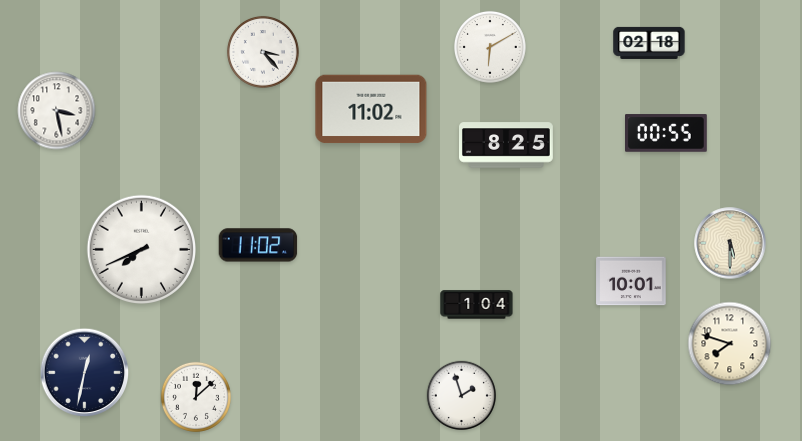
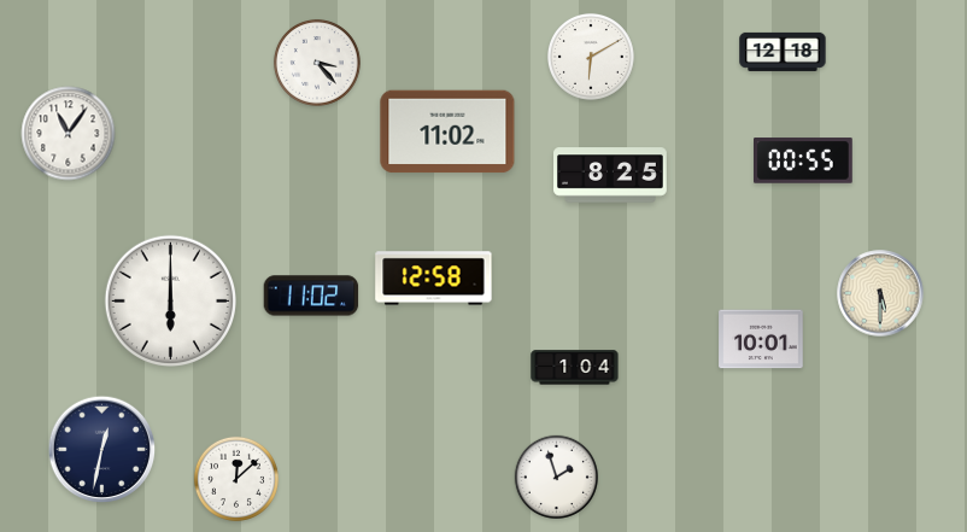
clock at (649, 43): 02:18 -> 12:18
clock at (57, 111): 3:28 -> 11:06
clock at (434, 279): none -> 12:58
clock at (141, 249): 7:41 -> 6:00
clock at (730, 344): 7:48 -> none
